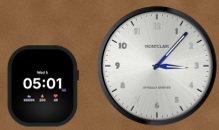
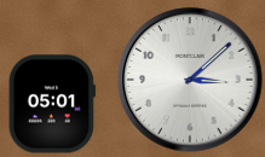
clock at (157, 66): 3:07 -> 3:08
